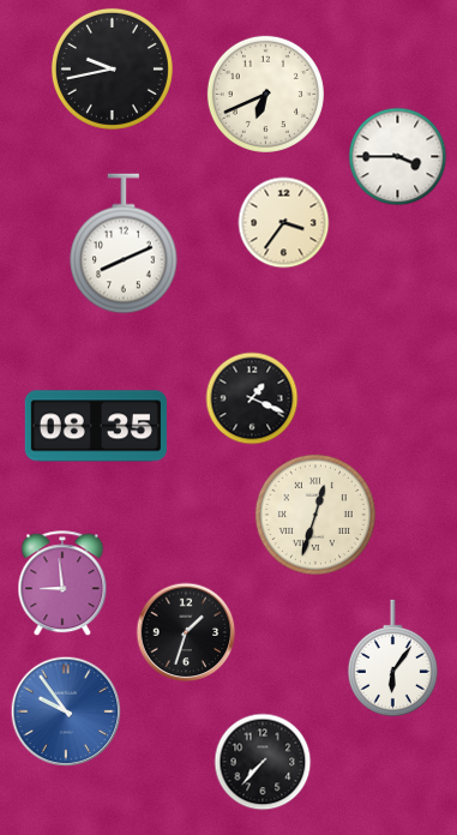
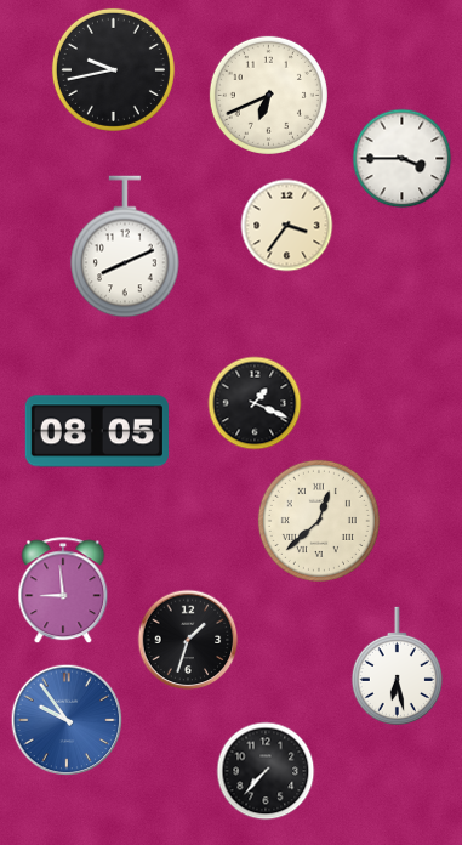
clock at (96, 426): 08:35 -> 08:05
clock at (315, 515): 12:33 -> 12:38
clock at (392, 657): 6:06 -> 6:28
